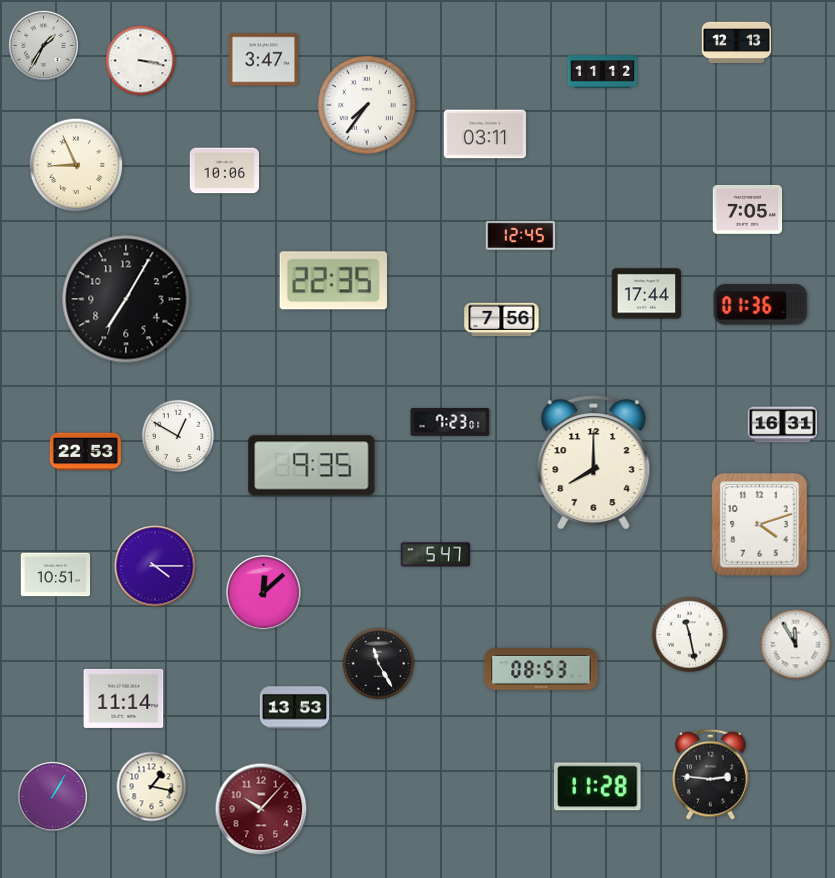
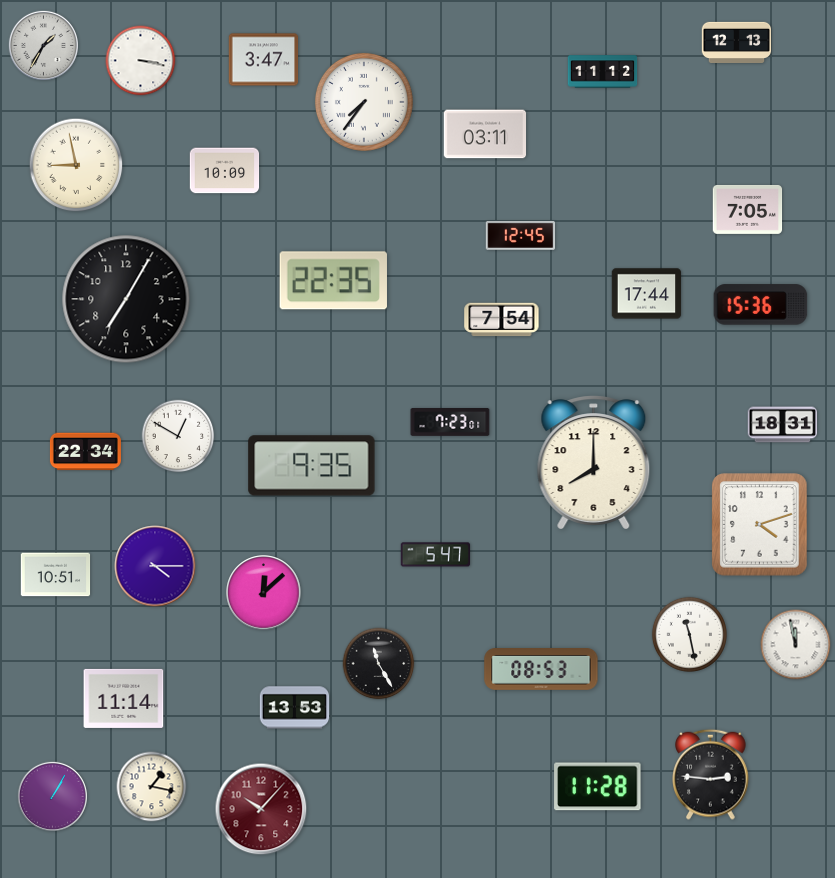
clock at (367, 105) position: (367, 105) -> (364, 102)
clock at (76, 165): 8:56 -> 8:58
clock at (225, 171): 10:06 -> 10:09
clock at (761, 305): 01:36 -> 15:36
clock at (502, 320): 7:56 -> 7:54
clock at (783, 425): 16:31 -> 18:31
clock at (85, 452): 22:53 -> 22:34
clock at (796, 645): 11:55 -> 11:58
